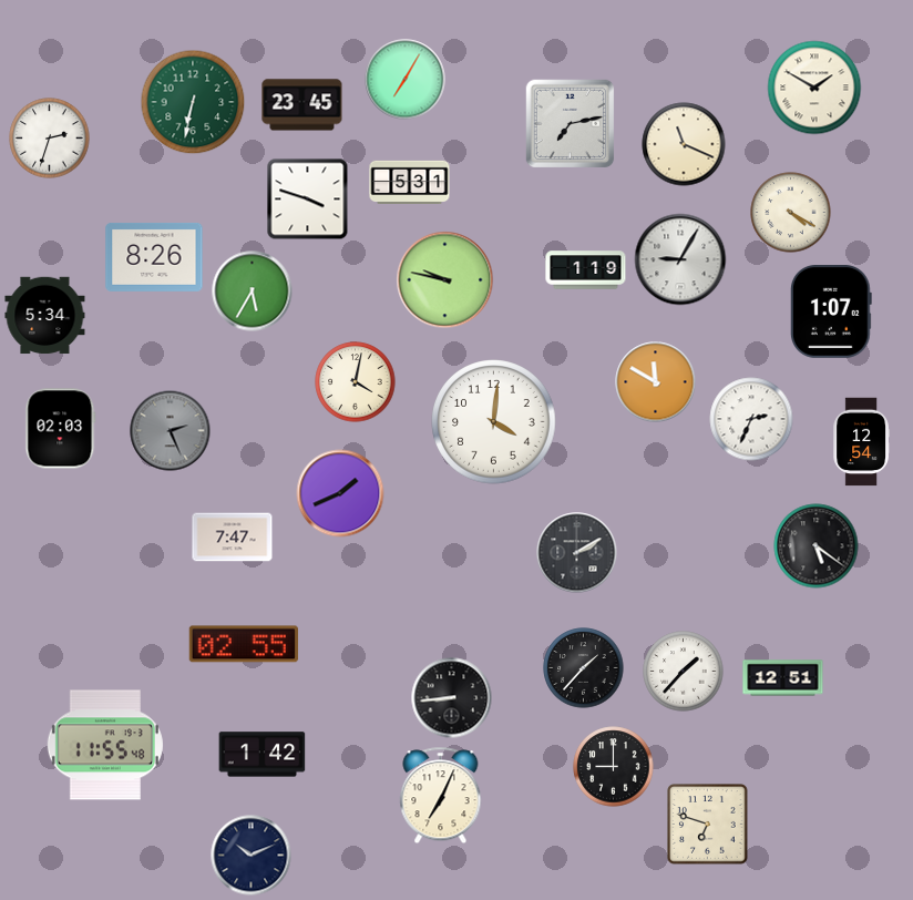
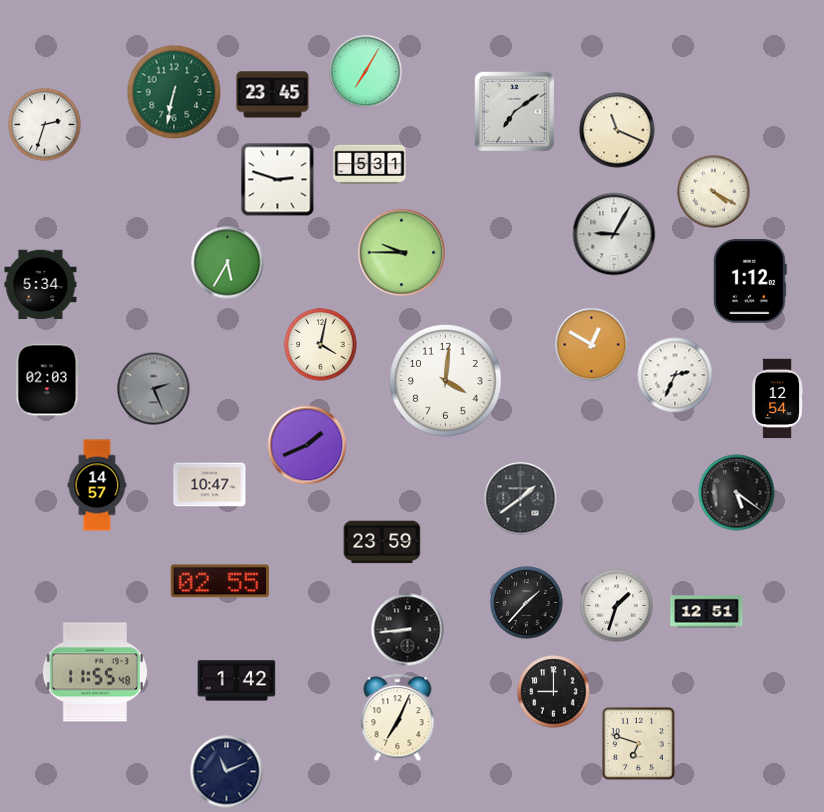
clock at (814, 88): 1:50 -> none
clock at (571, 124): 7:13 -> 7:09
clock at (308, 200): 3:48 -> 2:48
clock at (154, 257): 8:26 -> none
clock at (586, 270): 1:19 -> none
clock at (445, 280): 9:47 -> 9:45
clock at (831, 313): 1:07 -> 1:12
clock at (656, 382): 11:50 -> 12:50
clock at (751, 419) position: (751, 419) -> (675, 375)
clock at (61, 429) position: (61, 429) -> (48, 380)
clock at (97, 485): none -> 14:57
clock at (233, 538): 7:47 -> 10:47
clock at (577, 553): 2:10 -> 1:39
clock at (382, 542): none -> 23:59
clock at (684, 672): 1:37 -> 1:33
clock at (252, 856): 10:11 -> 11:11
